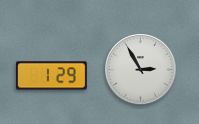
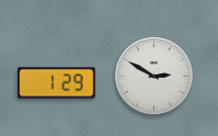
clock at (141, 70): 2:55 -> 2:50
